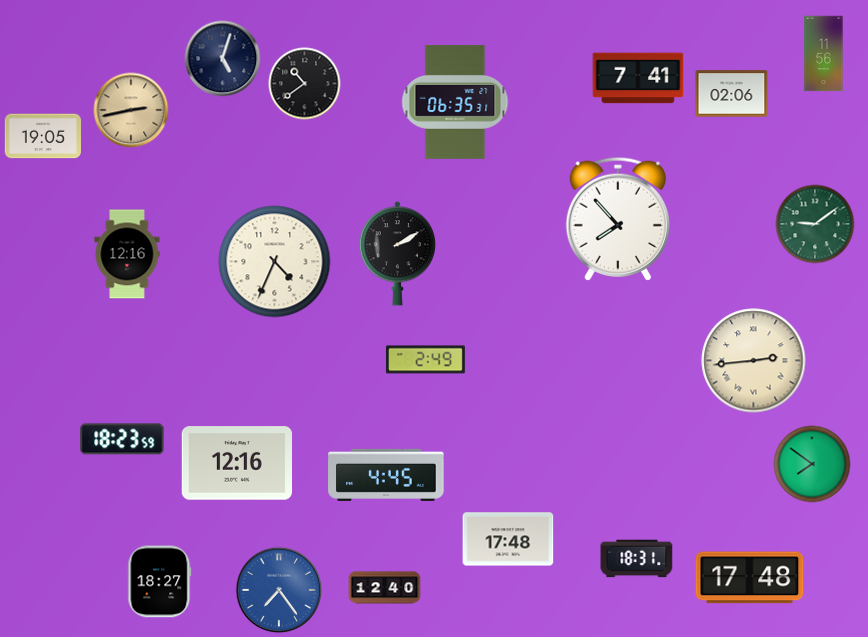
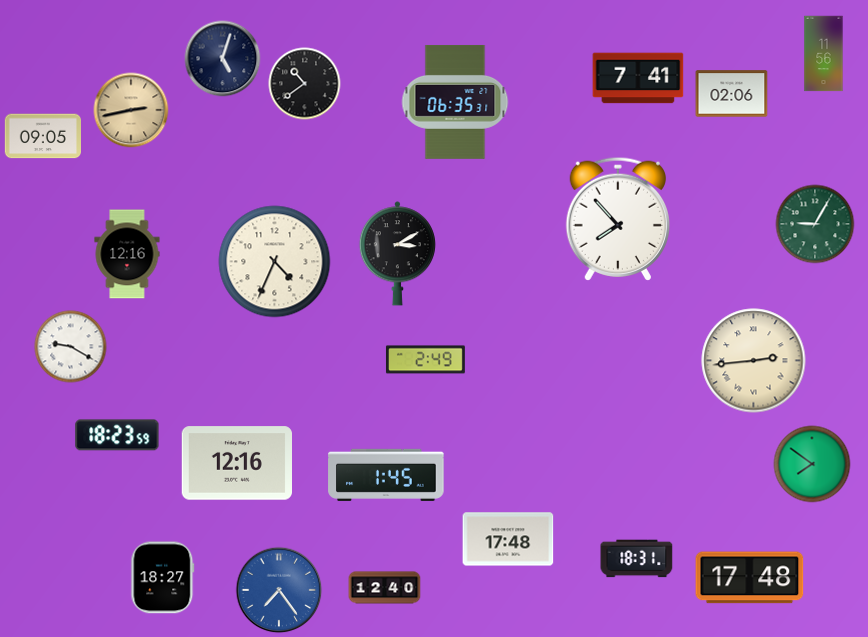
clock at (42, 136): 19:05 -> 09:05
clock at (815, 224): 9:09 -> 9:05
clock at (397, 254): 2:10 -> 3:10
clock at (71, 347): none -> 9:20
clock at (122, 439) position: (122, 439) -> (117, 435)
clock at (386, 475): 4:45 -> 1:45
clock at (160, 582) position: (160, 582) -> (163, 578)
